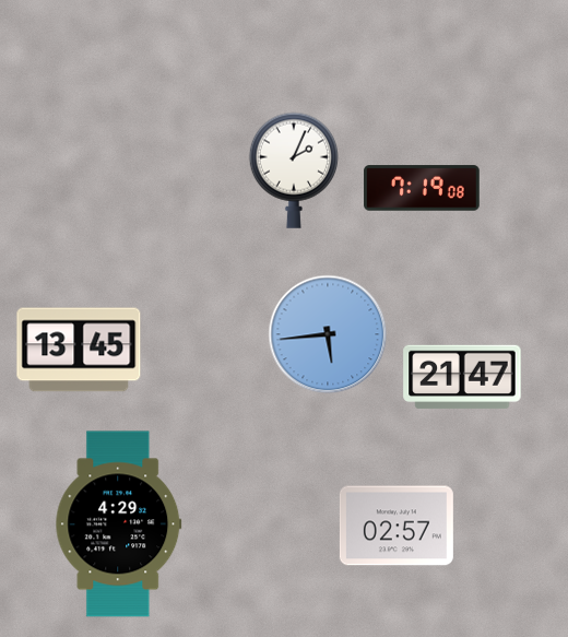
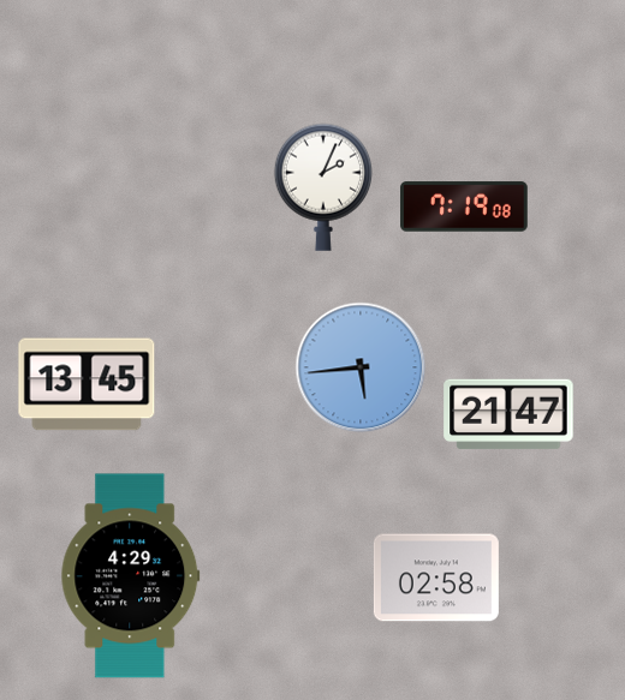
clock at (397, 526): 02:57 -> 02:58
